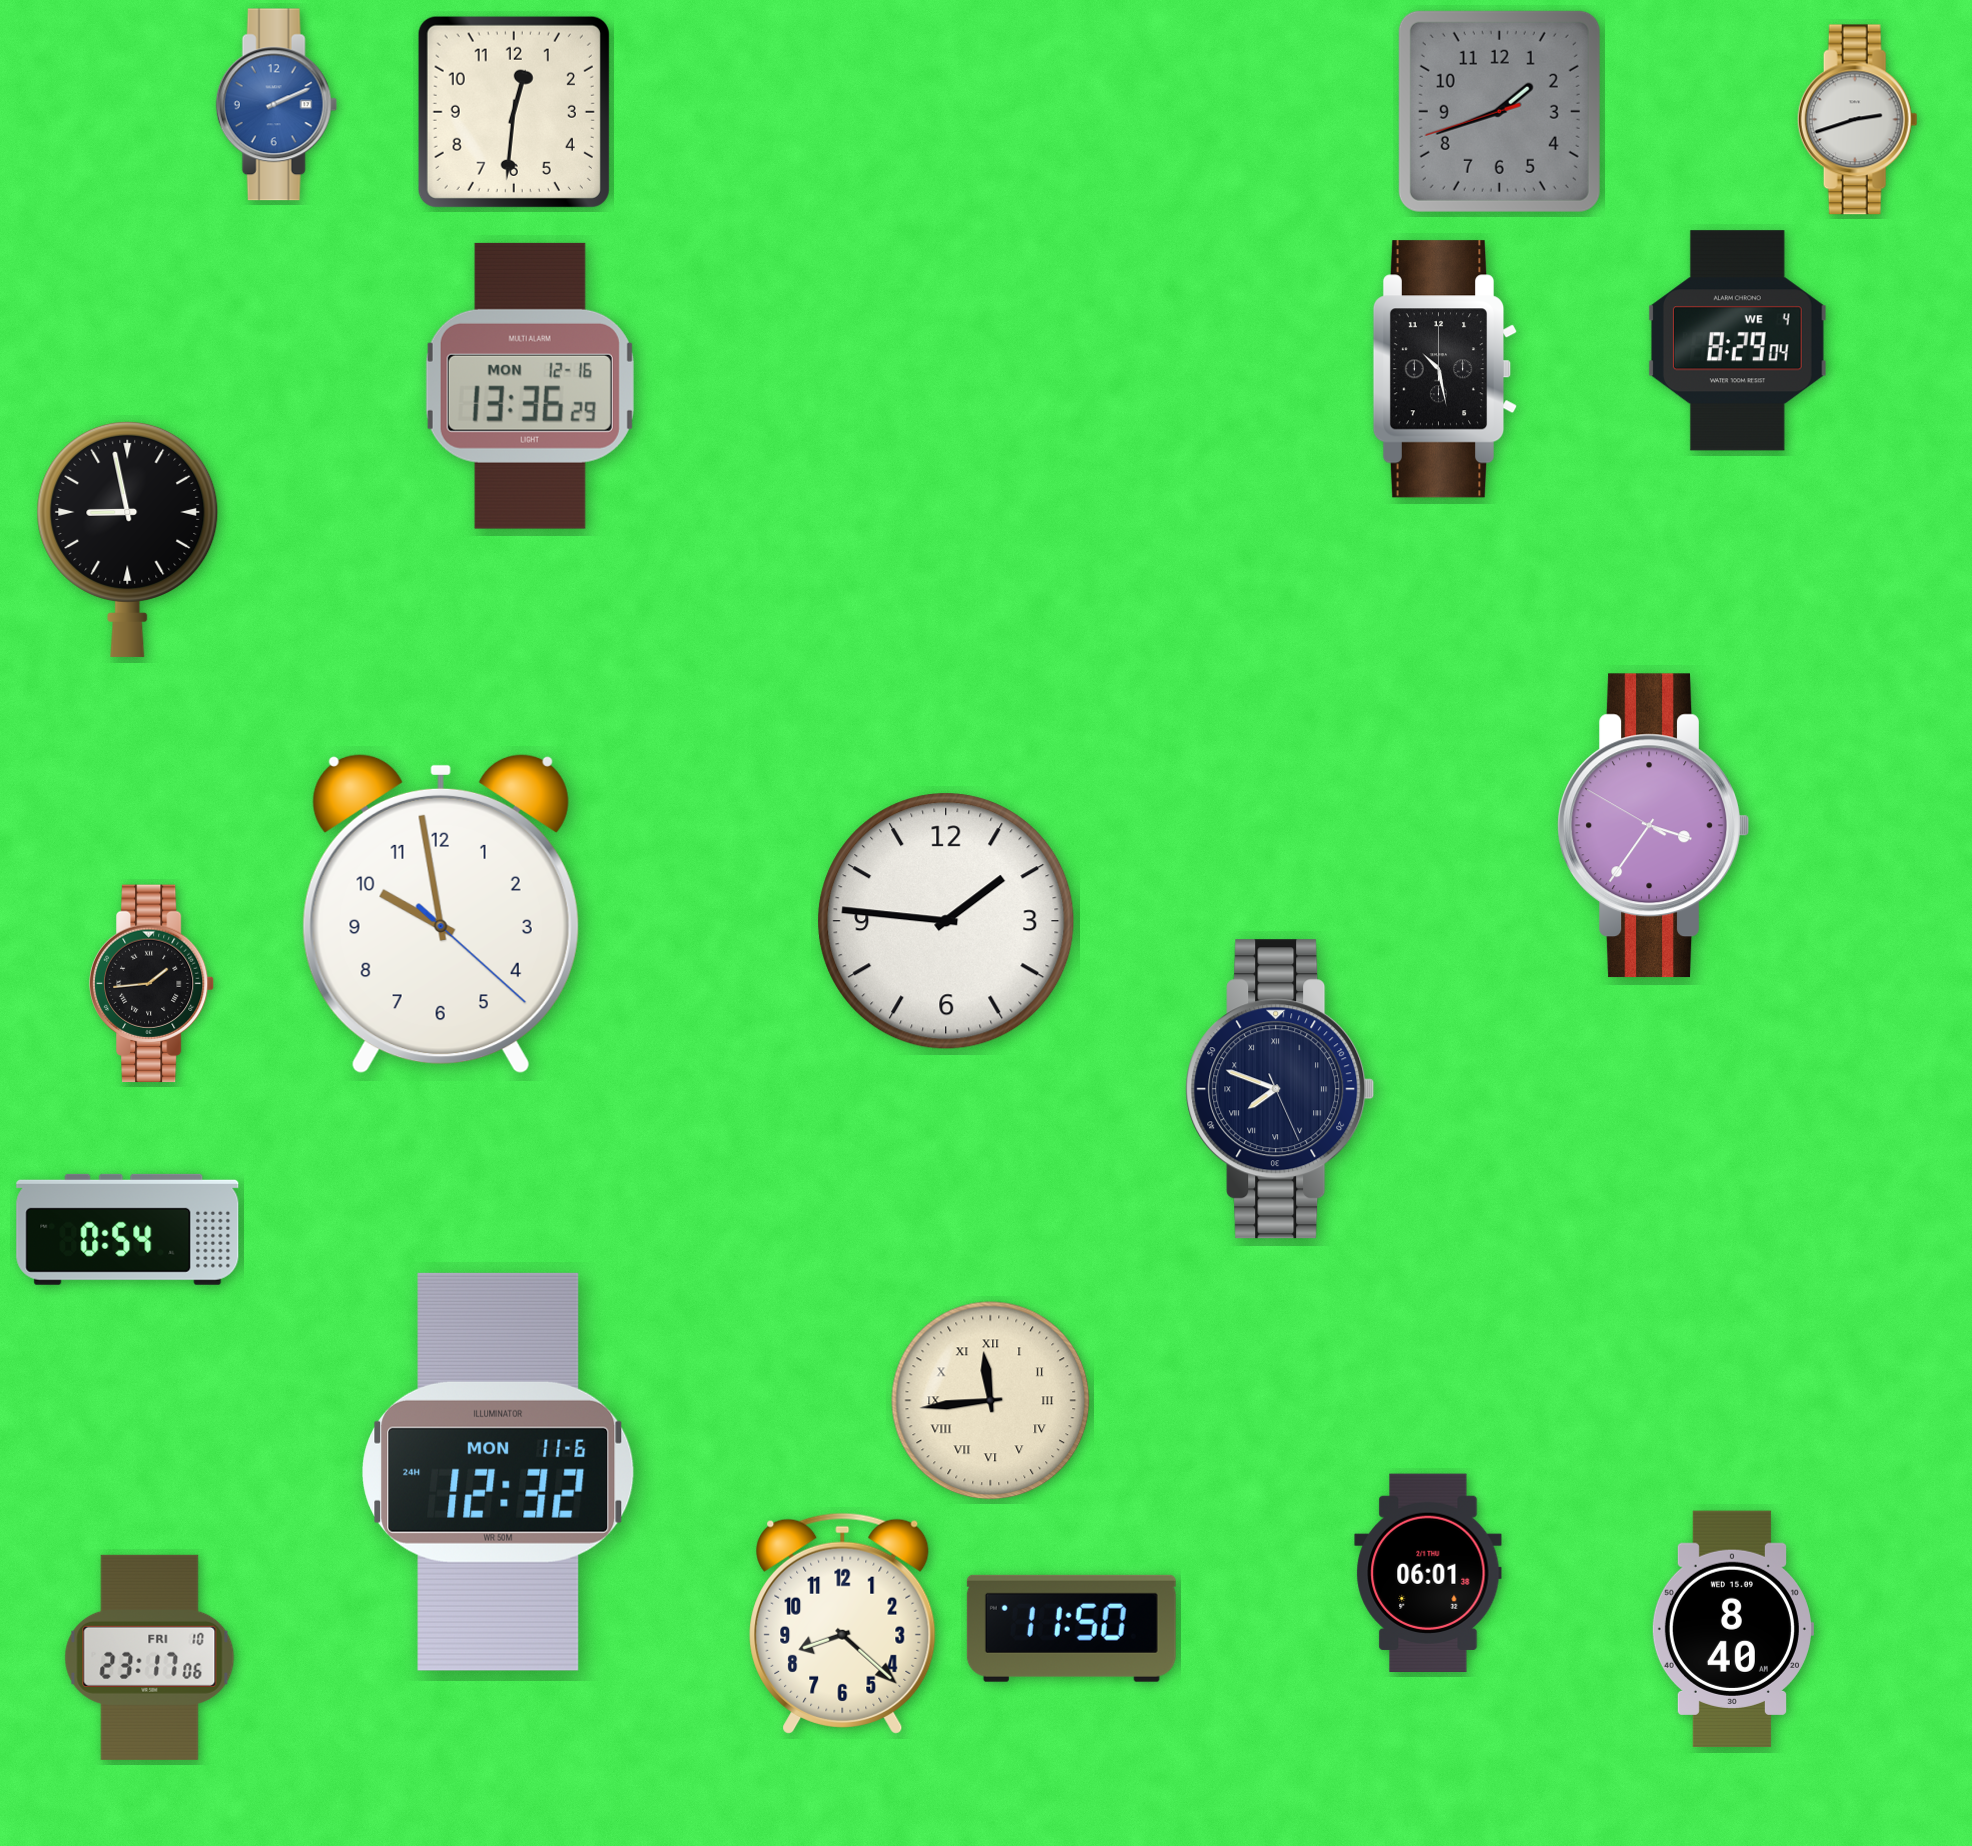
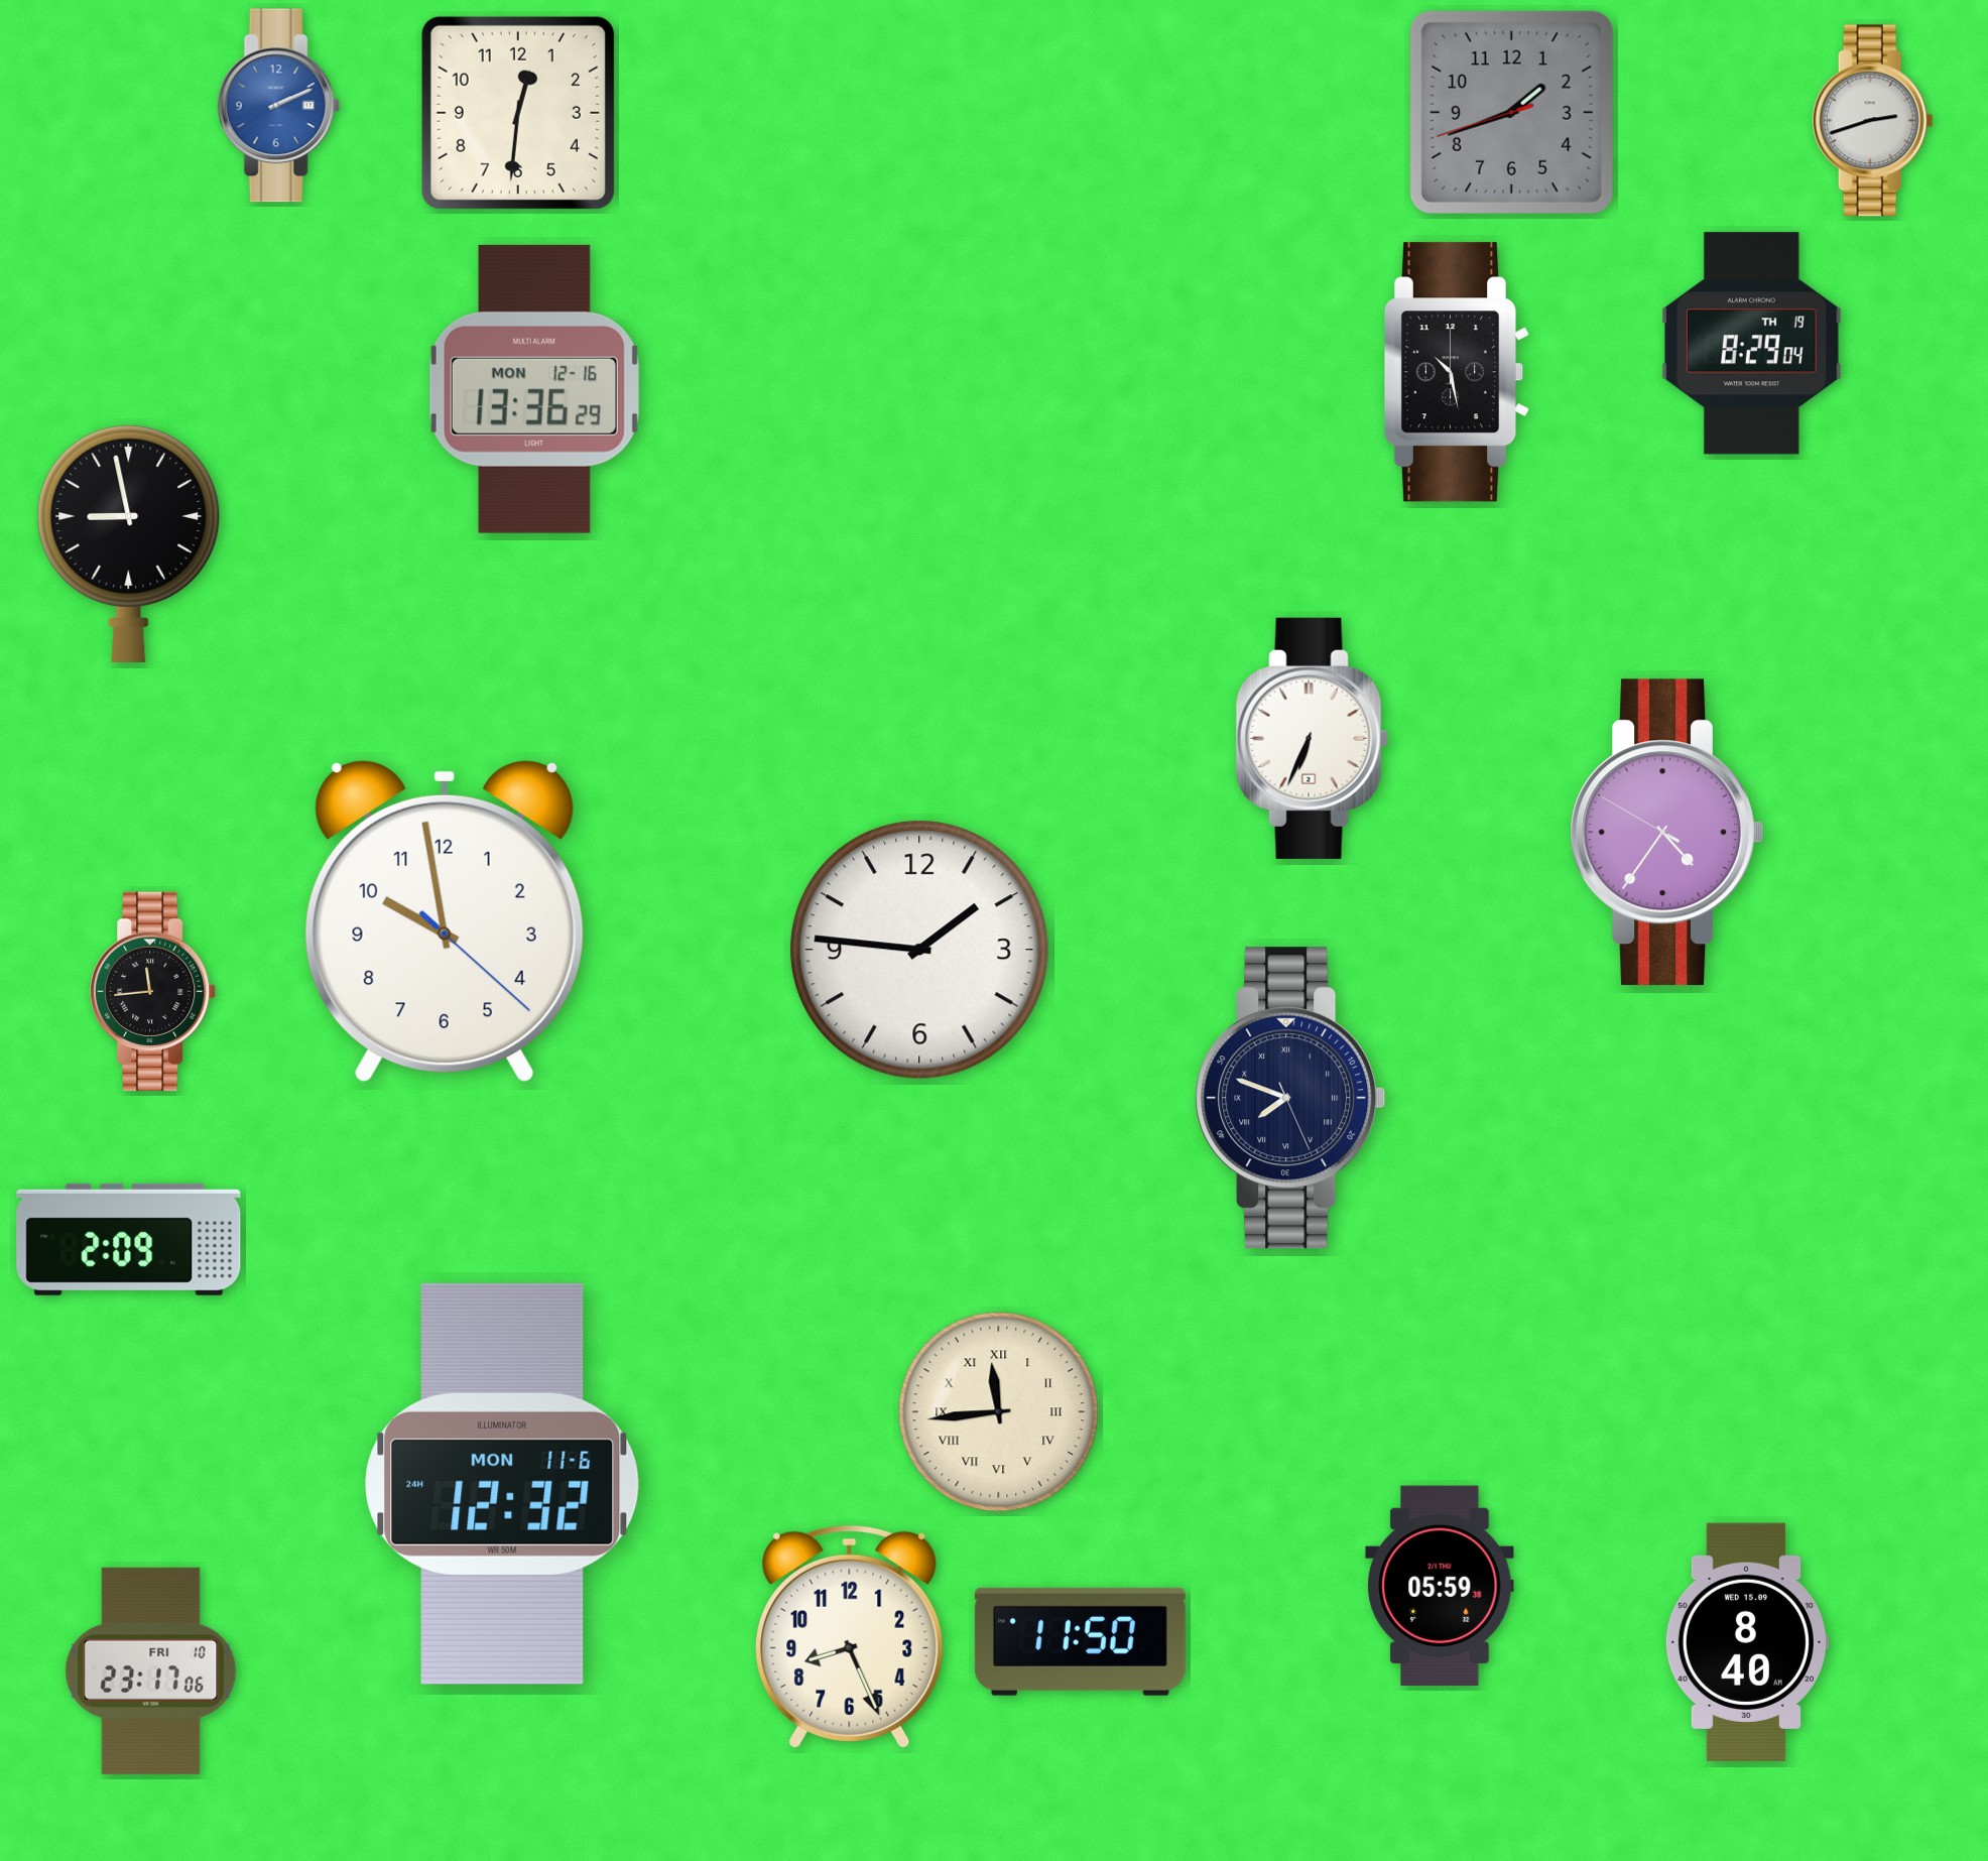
clock at (1737, 341) date: WE 4 -> TH 19
clock at (1312, 738): none -> 6:34
clock at (1653, 826): 3:35 -> 4:35
clock at (946, 921) position: (946, 921) -> (919, 950)
clock at (152, 984): 1:44 -> 11:44
clock at (128, 1229): 0:54 -> 2:09
clock at (1428, 1572): 06:01 -> 05:59
clock at (843, 1623): 8:22 -> 8:26
